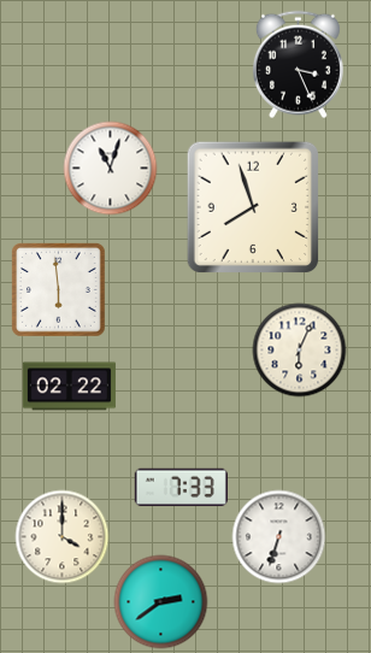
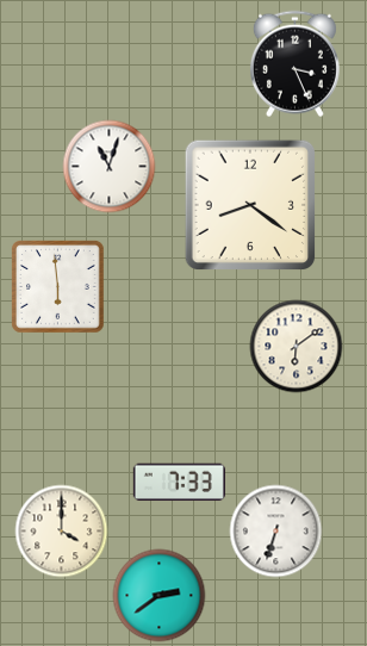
clock at (253, 207): 7:57 -> 8:21
clock at (299, 349): 6:04 -> 6:09
clock at (69, 387): 02:22 -> none
